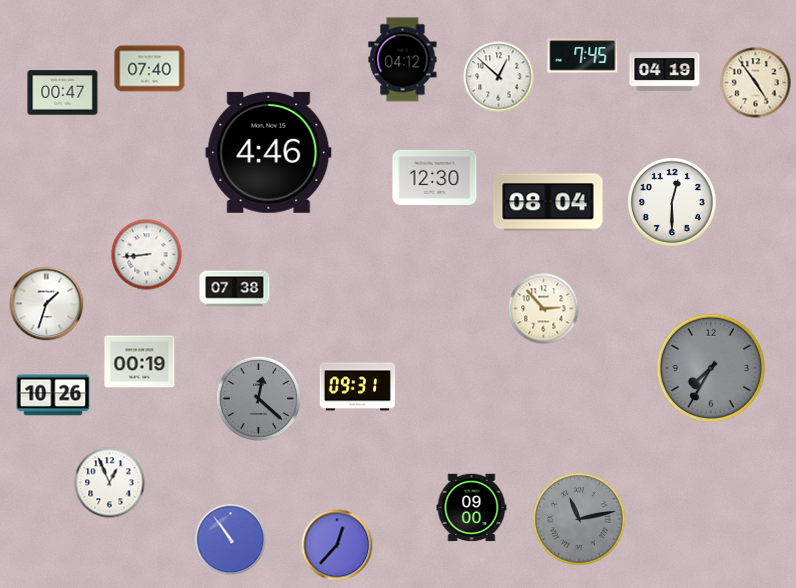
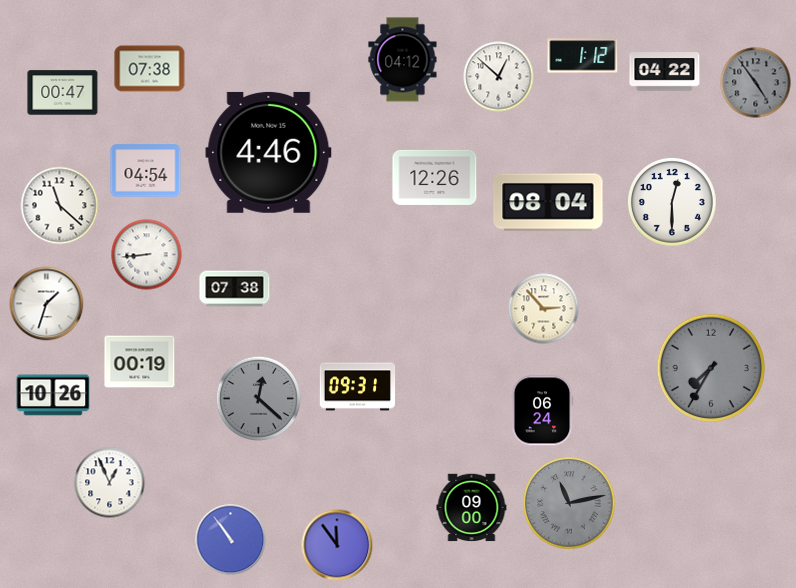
clock at (583, 56): 7:45 -> 1:12
clock at (150, 69): 07:40 -> 07:38
clock at (665, 72): 04:19 -> 04:22
clock at (756, 83) dial: cream -> grey
clock at (146, 171): none -> 04:54
clock at (435, 177): 12:30 -> 12:26
clock at (60, 206): none -> 11:22
clock at (542, 411): none -> 06:24
clock at (579, 519) position: (579, 519) -> (569, 503)
clock at (337, 545): 12:37 -> 11:54
